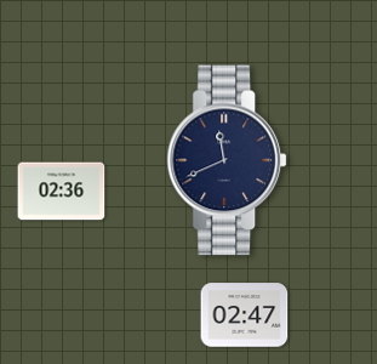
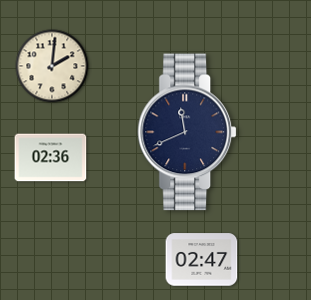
clock at (52, 66): none -> 2:01
